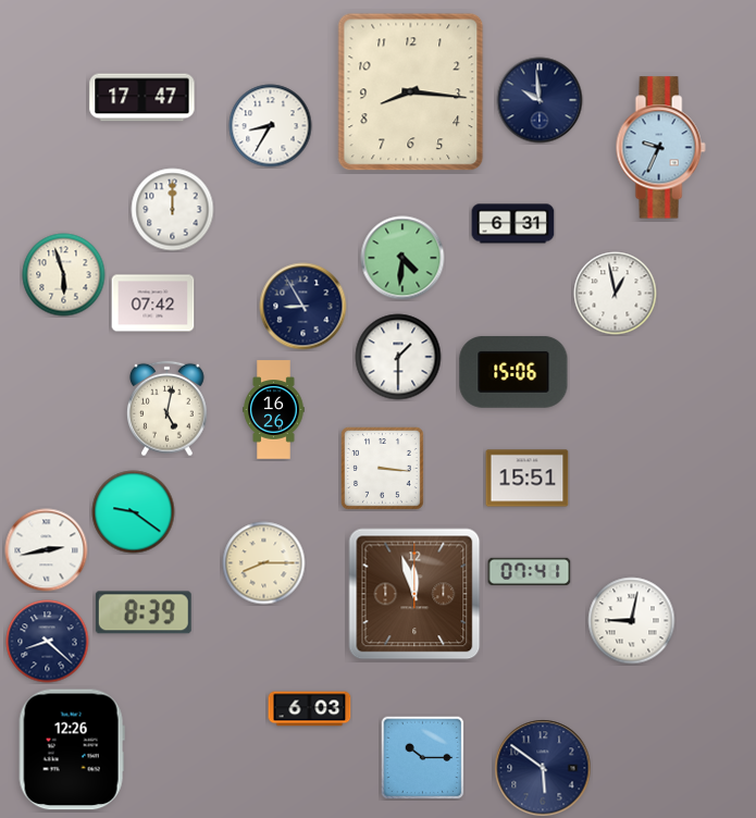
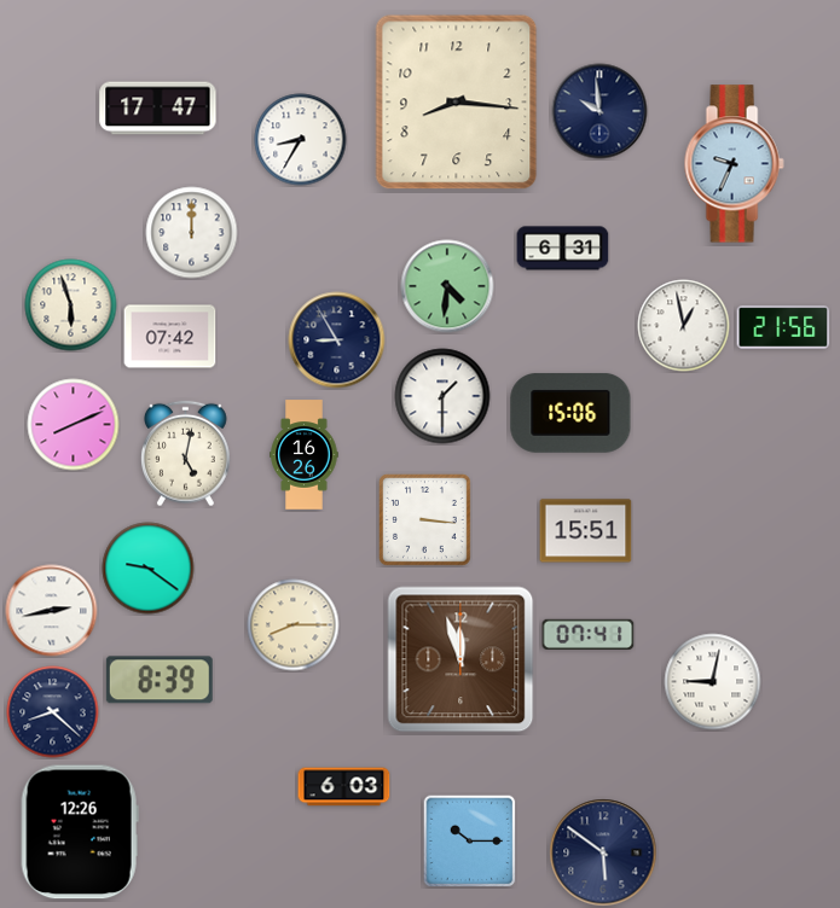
clock at (513, 224) position: (513, 224) -> (563, 249)
clock at (783, 327): none -> 21:56
clock at (74, 425): none -> 8:11
clock at (632, 621) position: (632, 621) -> (713, 682)
